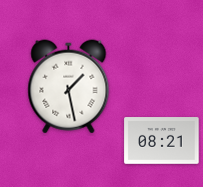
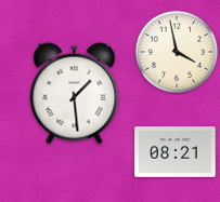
clock at (177, 52): none -> 3:58
clock at (69, 87): 1:28 -> 1:29
